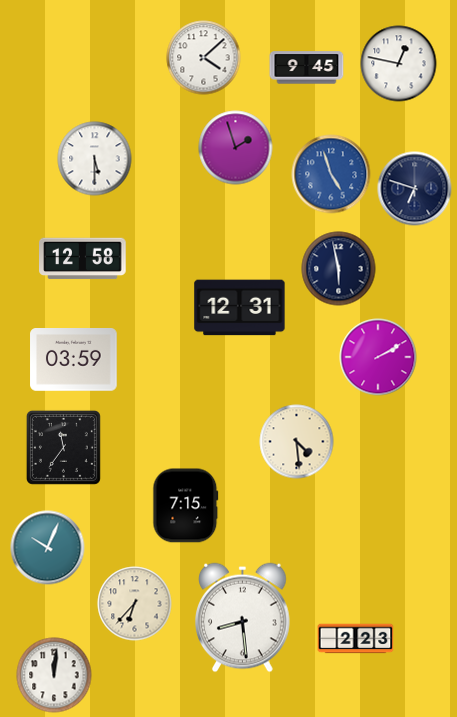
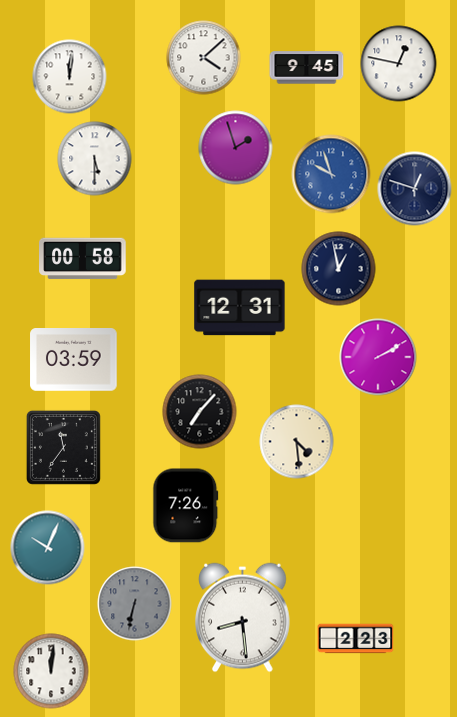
clock at (70, 77): none -> 12:01
clock at (331, 174): 4:57 -> 9:57
clock at (415, 189): 6:48 -> 12:48
clock at (83, 259): 12:58 -> 00:58
clock at (339, 269): 5:58 -> 12:58
clock at (200, 412): none -> 7:07
clock at (186, 506): 7:15 -> 7:26
clock at (135, 604): 6:37 -> 6:32
clock at (135, 604) dial: cream -> grey
clock at (54, 675) position: (54, 675) -> (51, 671)
